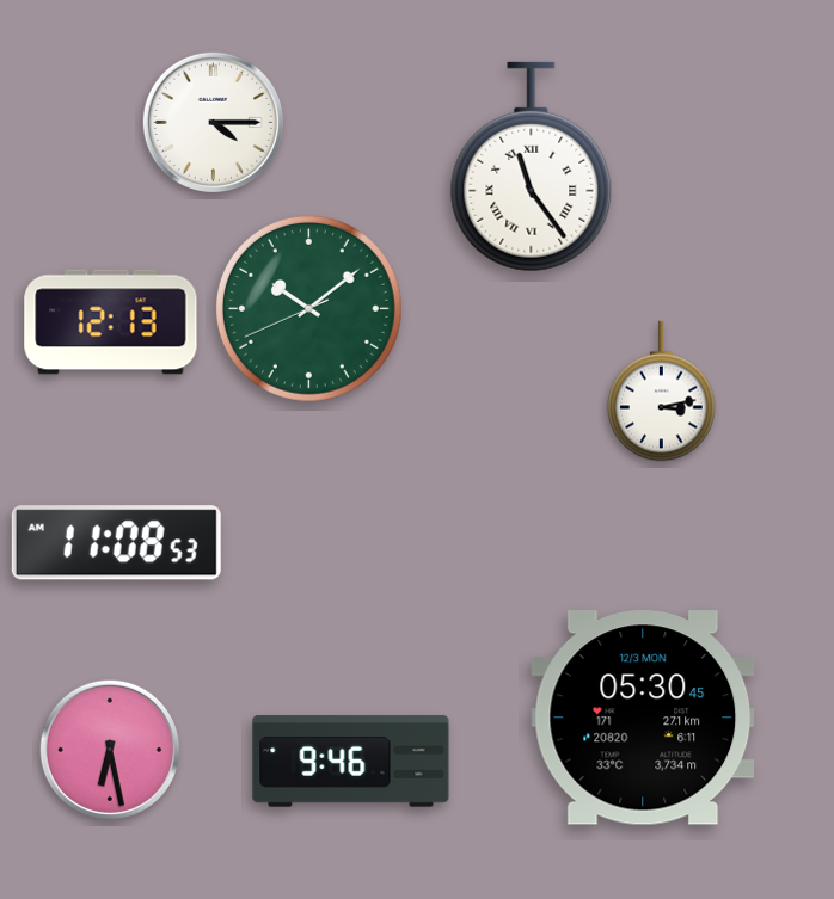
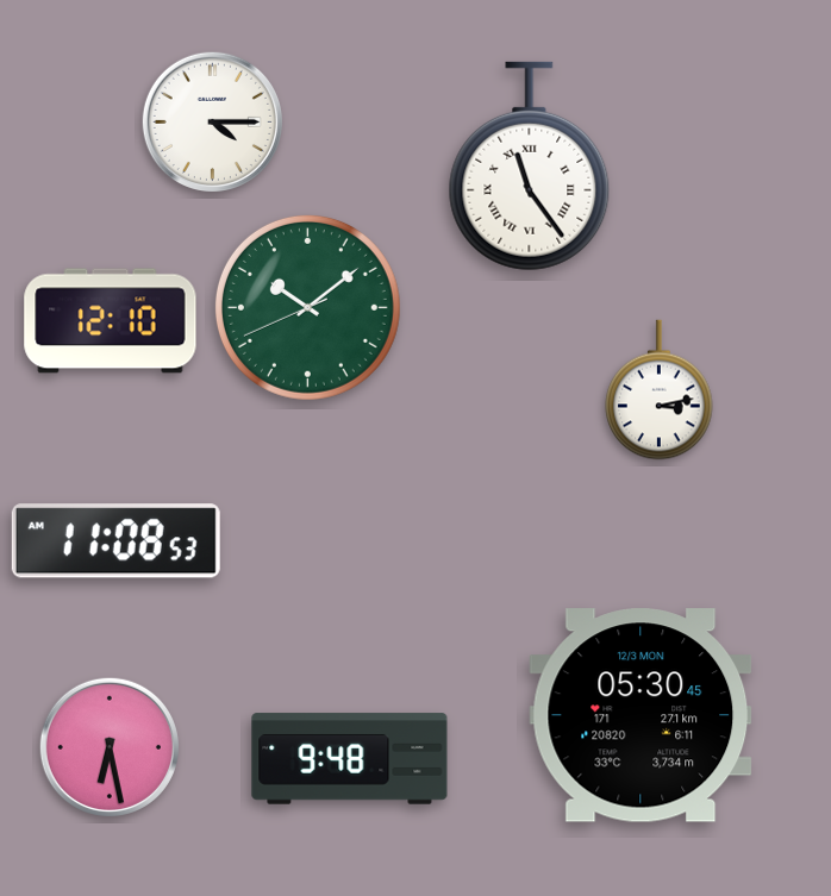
clock at (111, 322): 12:13 -> 12:10
clock at (351, 762): 9:46 -> 9:48
